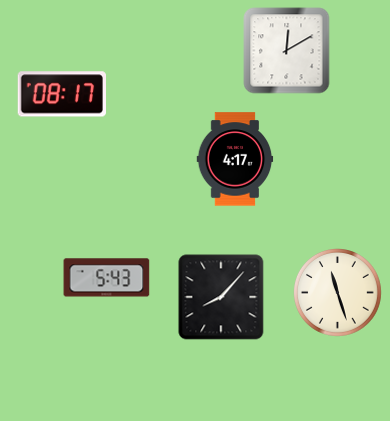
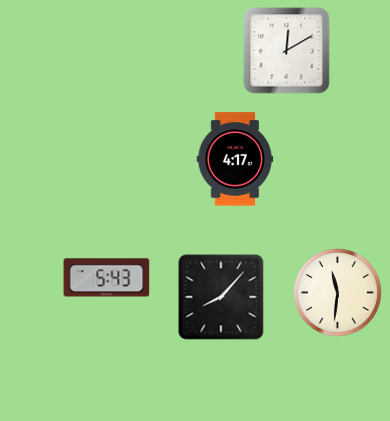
clock at (61, 94): 08:17 -> none
clock at (338, 293): 11:27 -> 11:31
